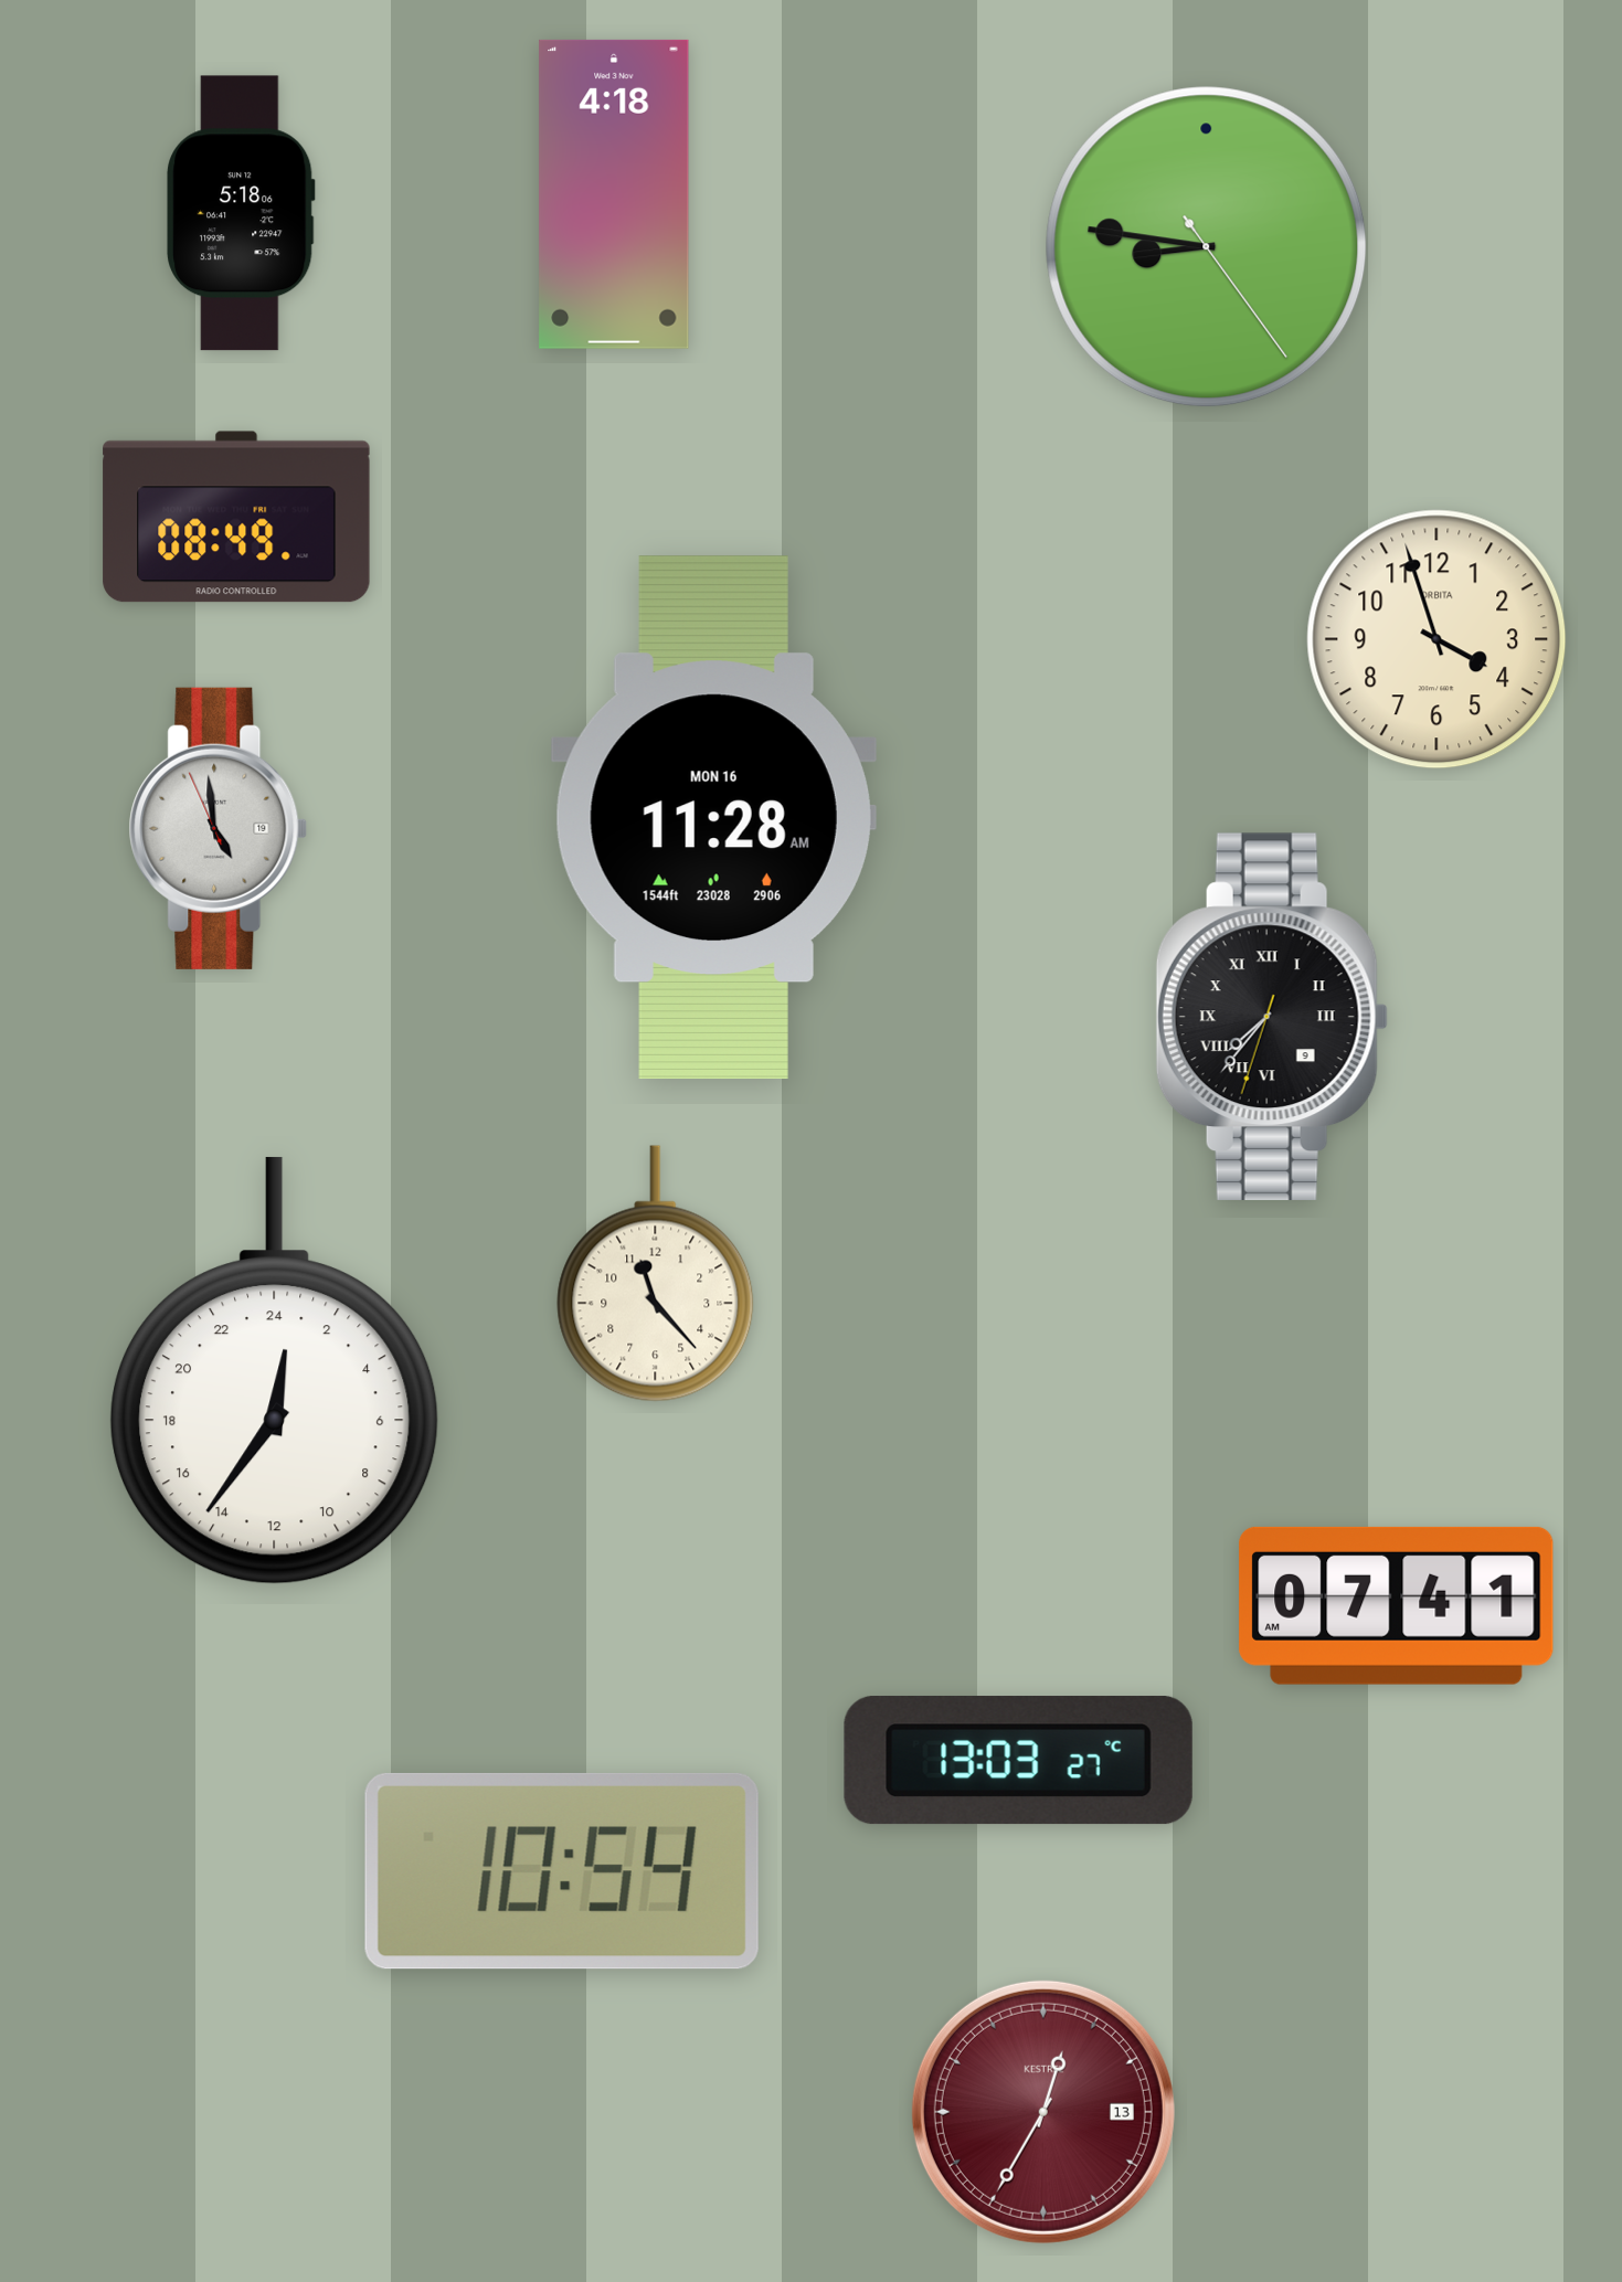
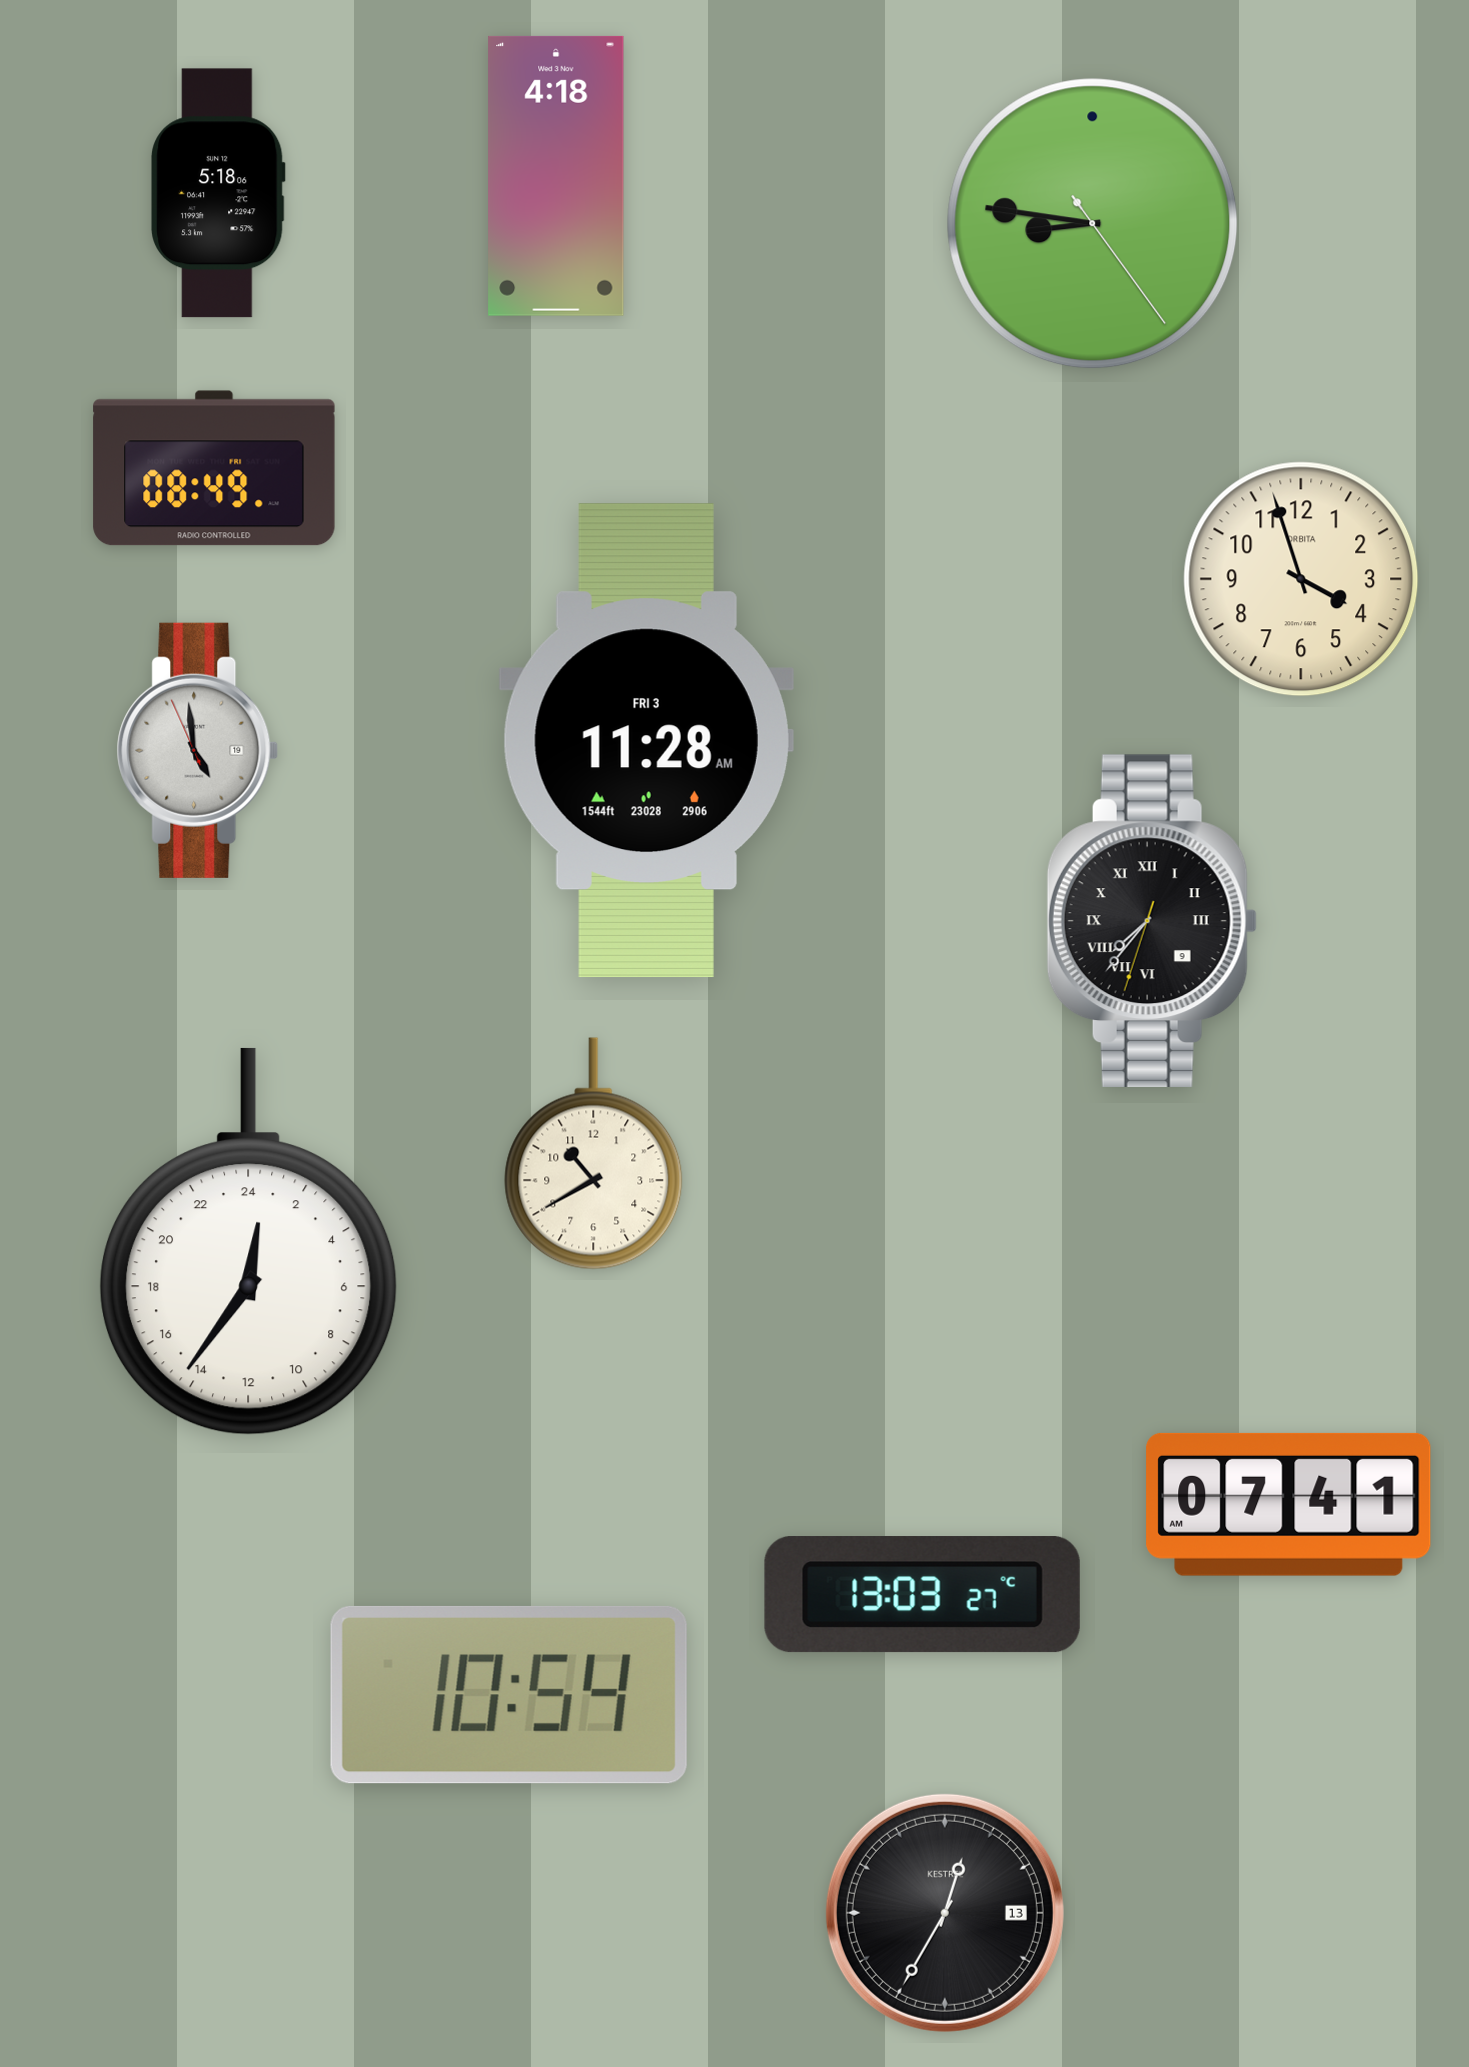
clock at (713, 818) date: MON 16 -> FRI 3
clock at (656, 1274): 11:23 -> 10:40
clock at (1397, 1605) position: (1397, 1605) -> (1289, 1504)
clock at (1043, 2112) dial: burgundy -> black
